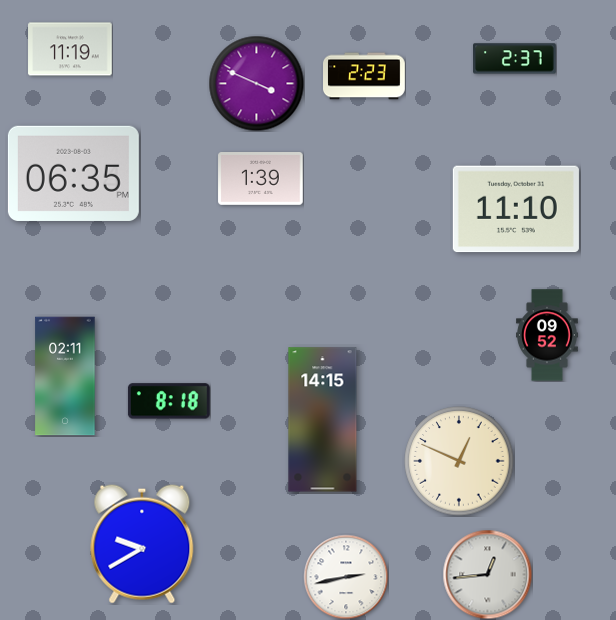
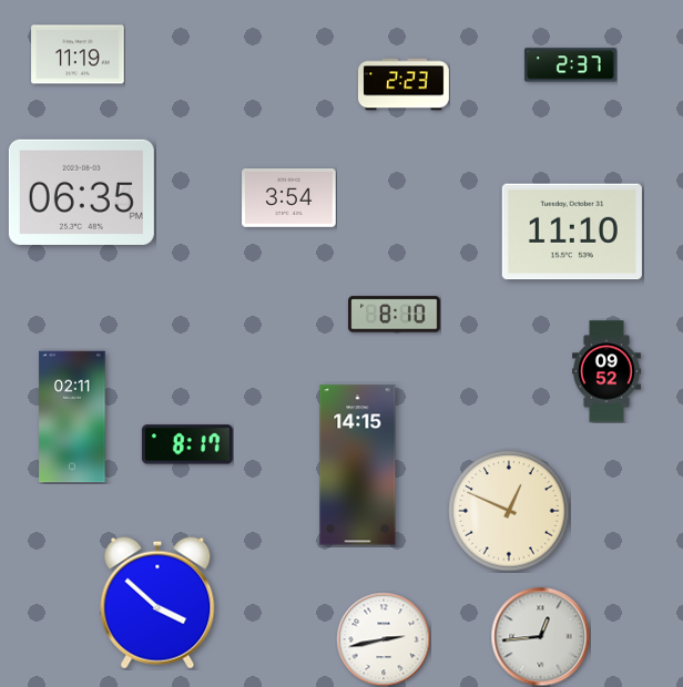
clock at (256, 83): 3:49 -> none
clock at (261, 179): 1:39 -> 3:54
clock at (395, 315): none -> 8:10
clock at (169, 401): 8:18 -> 8:17
clock at (142, 544): 9:40 -> 3:52
